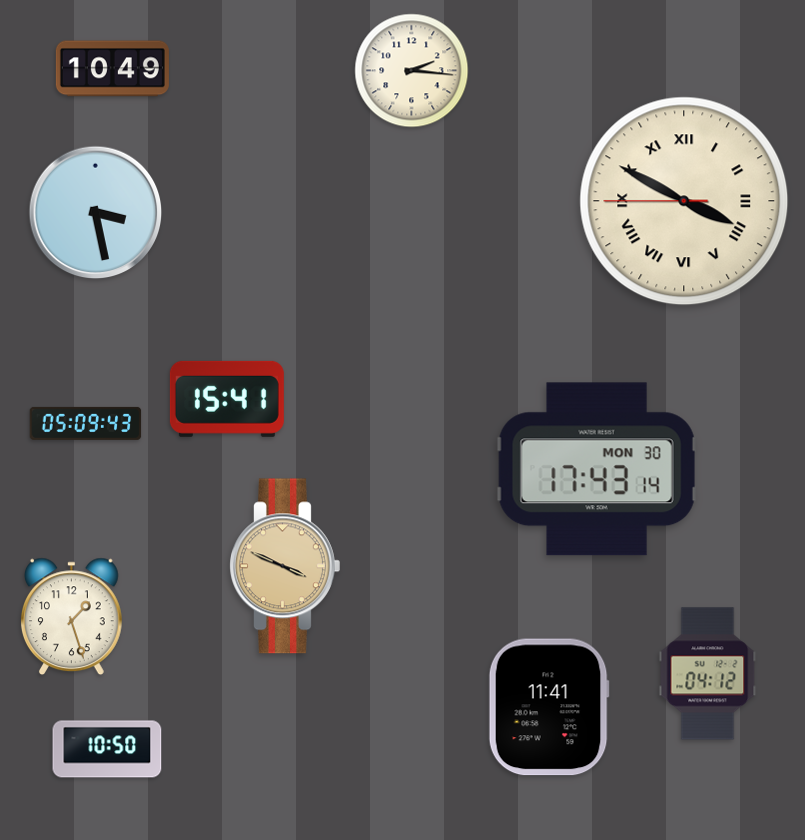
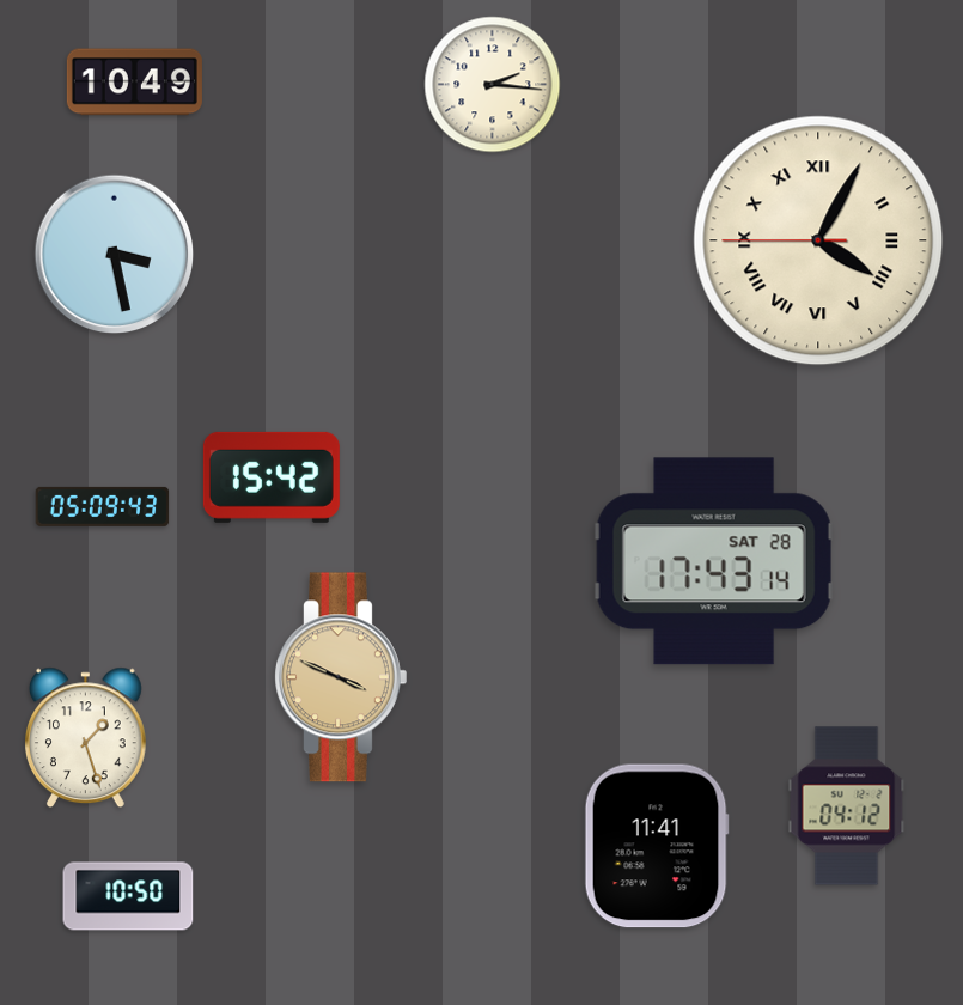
clock at (684, 201): 3:49 -> 4:04
clock at (227, 399): 15:41 -> 15:42
clock at (597, 469) date: MON 30 -> SAT 28
